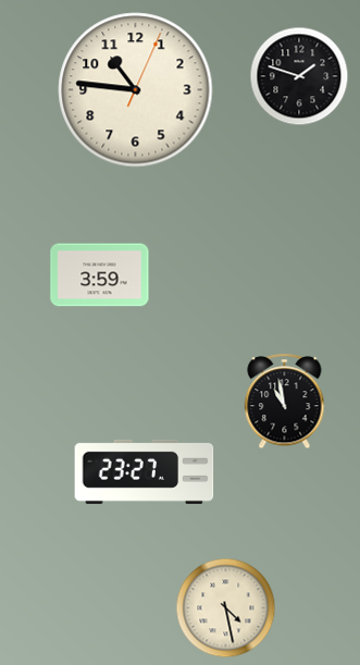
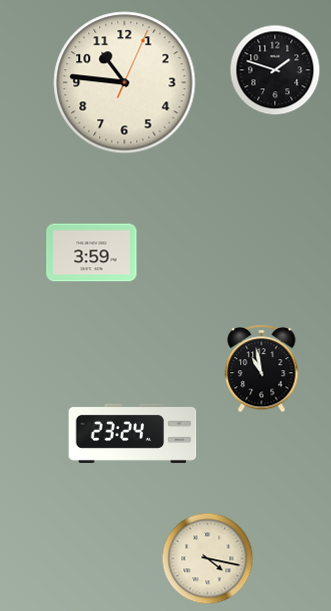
clock at (145, 471): 23:27 -> 23:24
clock at (226, 608): 4:28 -> 4:17
